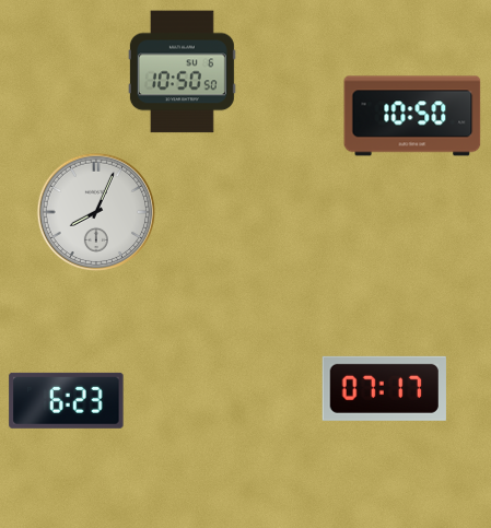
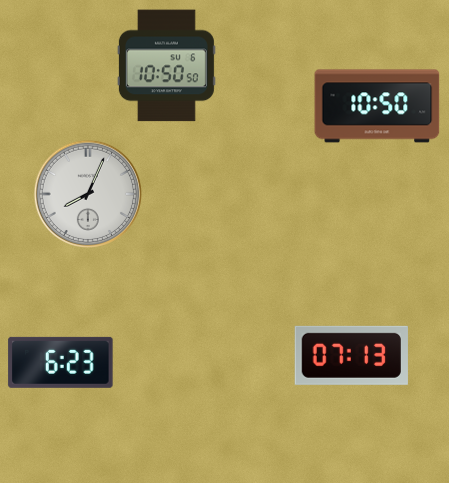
clock at (384, 388): 07:17 -> 07:13
clock at (67, 400) position: (67, 400) -> (61, 362)
